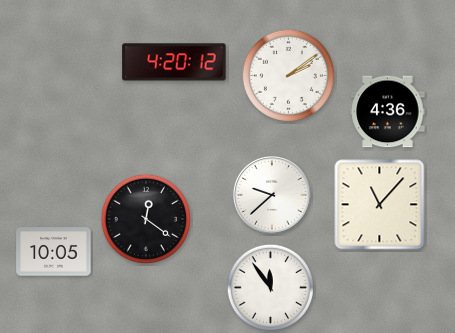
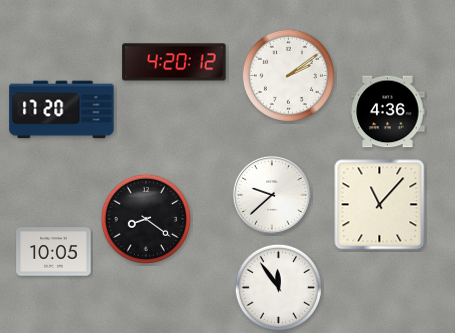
clock at (62, 110): none -> 17:20
clock at (146, 219): 12:21 -> 8:21
clock at (270, 287) position: (270, 287) -> (278, 287)
